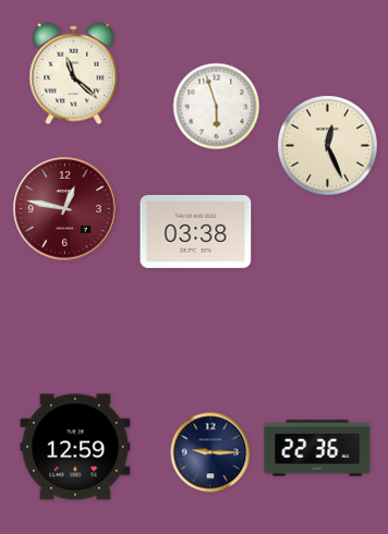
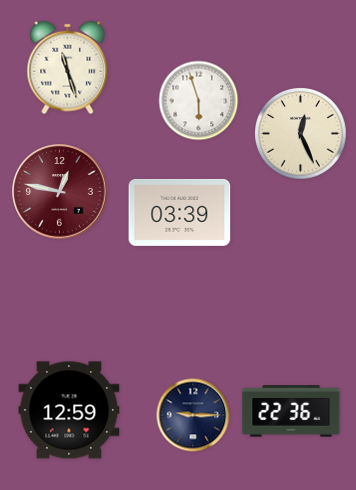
clock at (74, 74): 11:22 -> 11:27
clock at (217, 107) position: (217, 107) -> (199, 101)
clock at (196, 231): 03:38 -> 03:39
